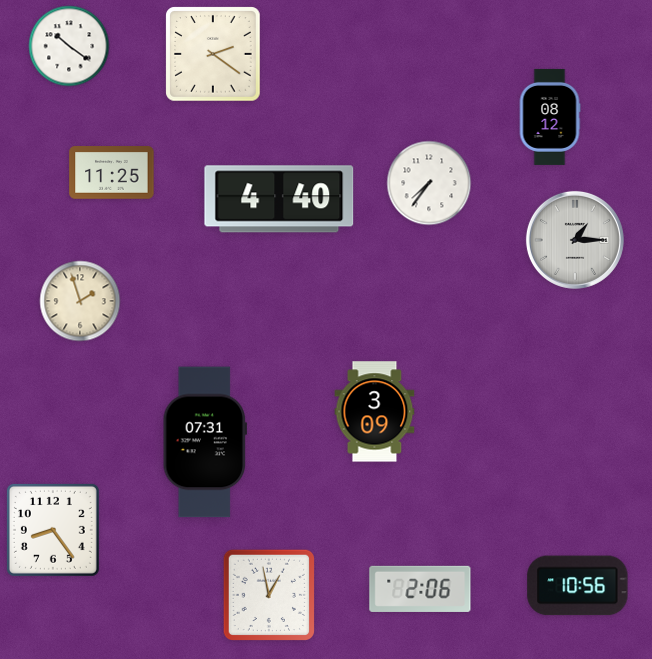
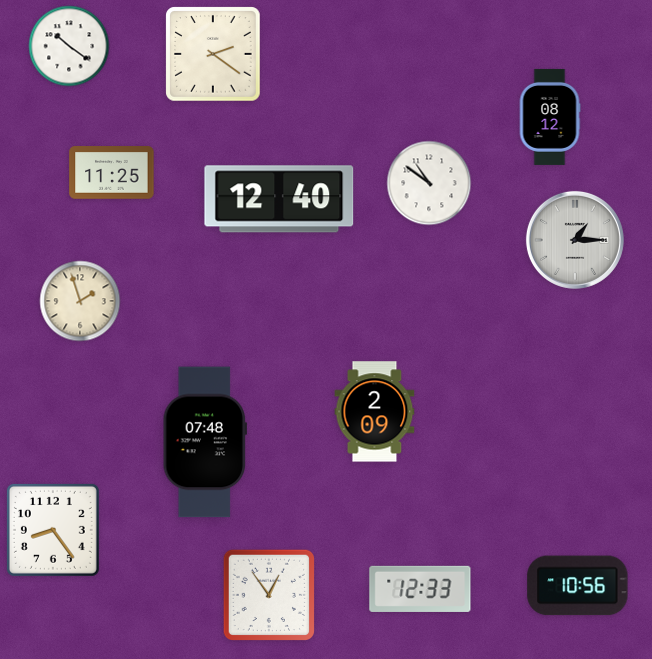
clock at (429, 183): 7:36 -> 10:51
clock at (279, 199): 4:40 -> 12:40
clock at (375, 412): 3:09 -> 2:09
clock at (204, 442): 07:31 -> 07:48
clock at (420, 589): 2:06 -> 12:33
clock at (268, 594): 12:58 -> 12:54
